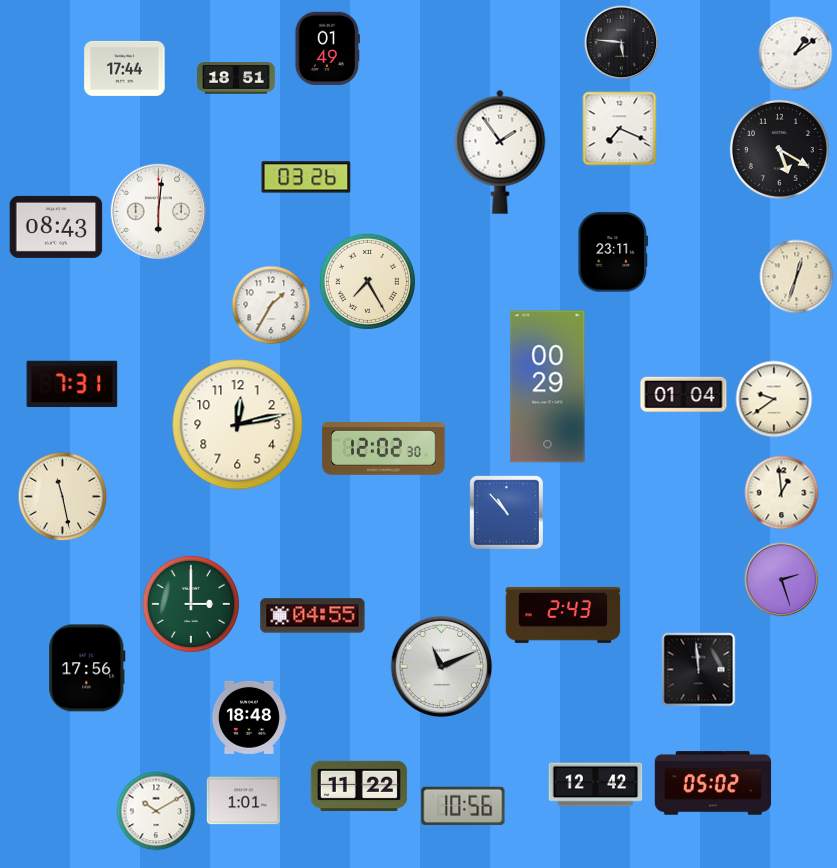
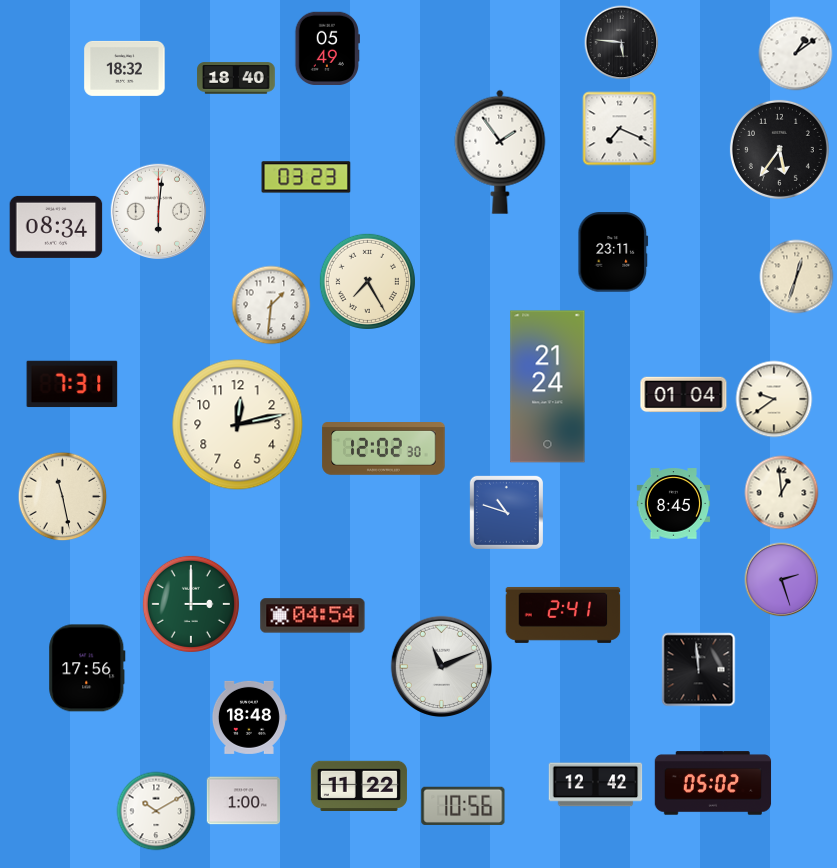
clock at (327, 48): 01:49 -> 05:49
clock at (125, 68): 17:44 -> 18:32
clock at (236, 78): 18:51 -> 18:40
clock at (779, 149): 5:20 -> 5:36
clock at (306, 177): 03:26 -> 03:23
clock at (56, 227): 08:43 -> 08:34
clock at (271, 305): 1:35 -> 1:31
clock at (548, 387): 00:29 -> 21:24
clock at (674, 504): none -> 8:45
clock at (506, 512): 10:53 -> 10:48
clock at (563, 615): 2:43 -> 2:41
clock at (313, 616): 04:55 -> 04:54
clock at (244, 801): 1:01 -> 1:00
